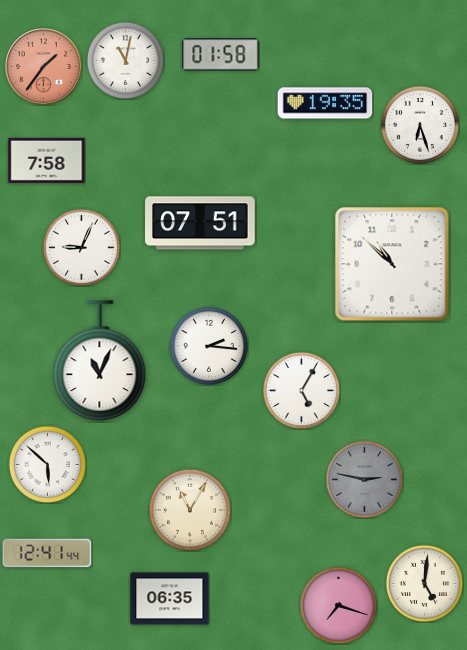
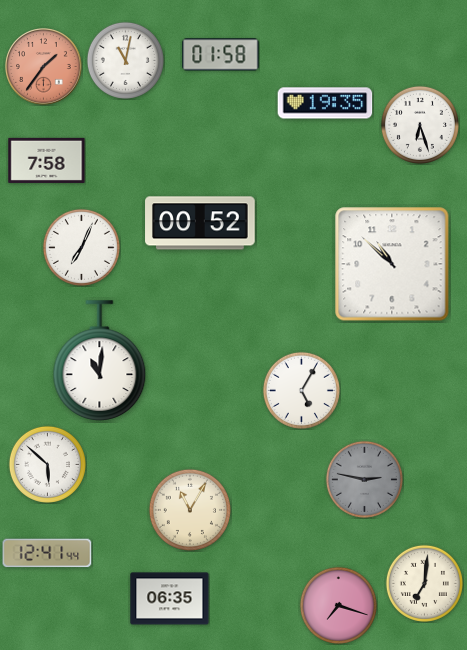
clock at (200, 223): 07:51 -> 00:52
clock at (81, 247): 9:04 -> 7:04
clock at (209, 346): 2:16 -> none
clock at (100, 361): 11:04 -> 11:01
clock at (424, 583): 5:01 -> 7:01
